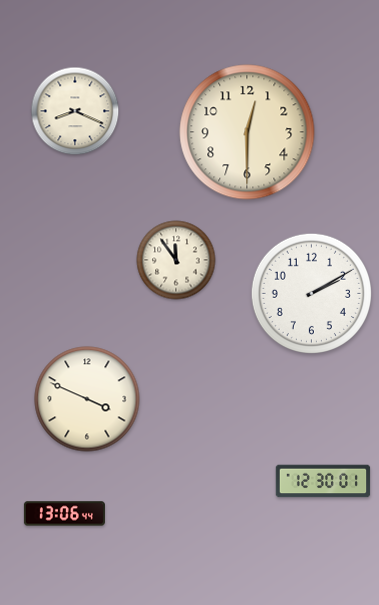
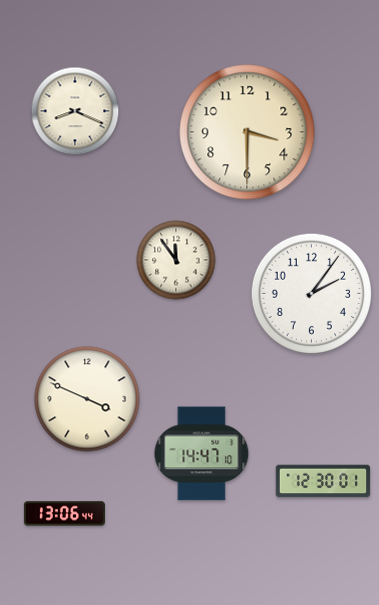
clock at (247, 132): 12:30 -> 3:30
clock at (311, 293): 2:10 -> 2:06
clock at (202, 454): none -> 14:47
